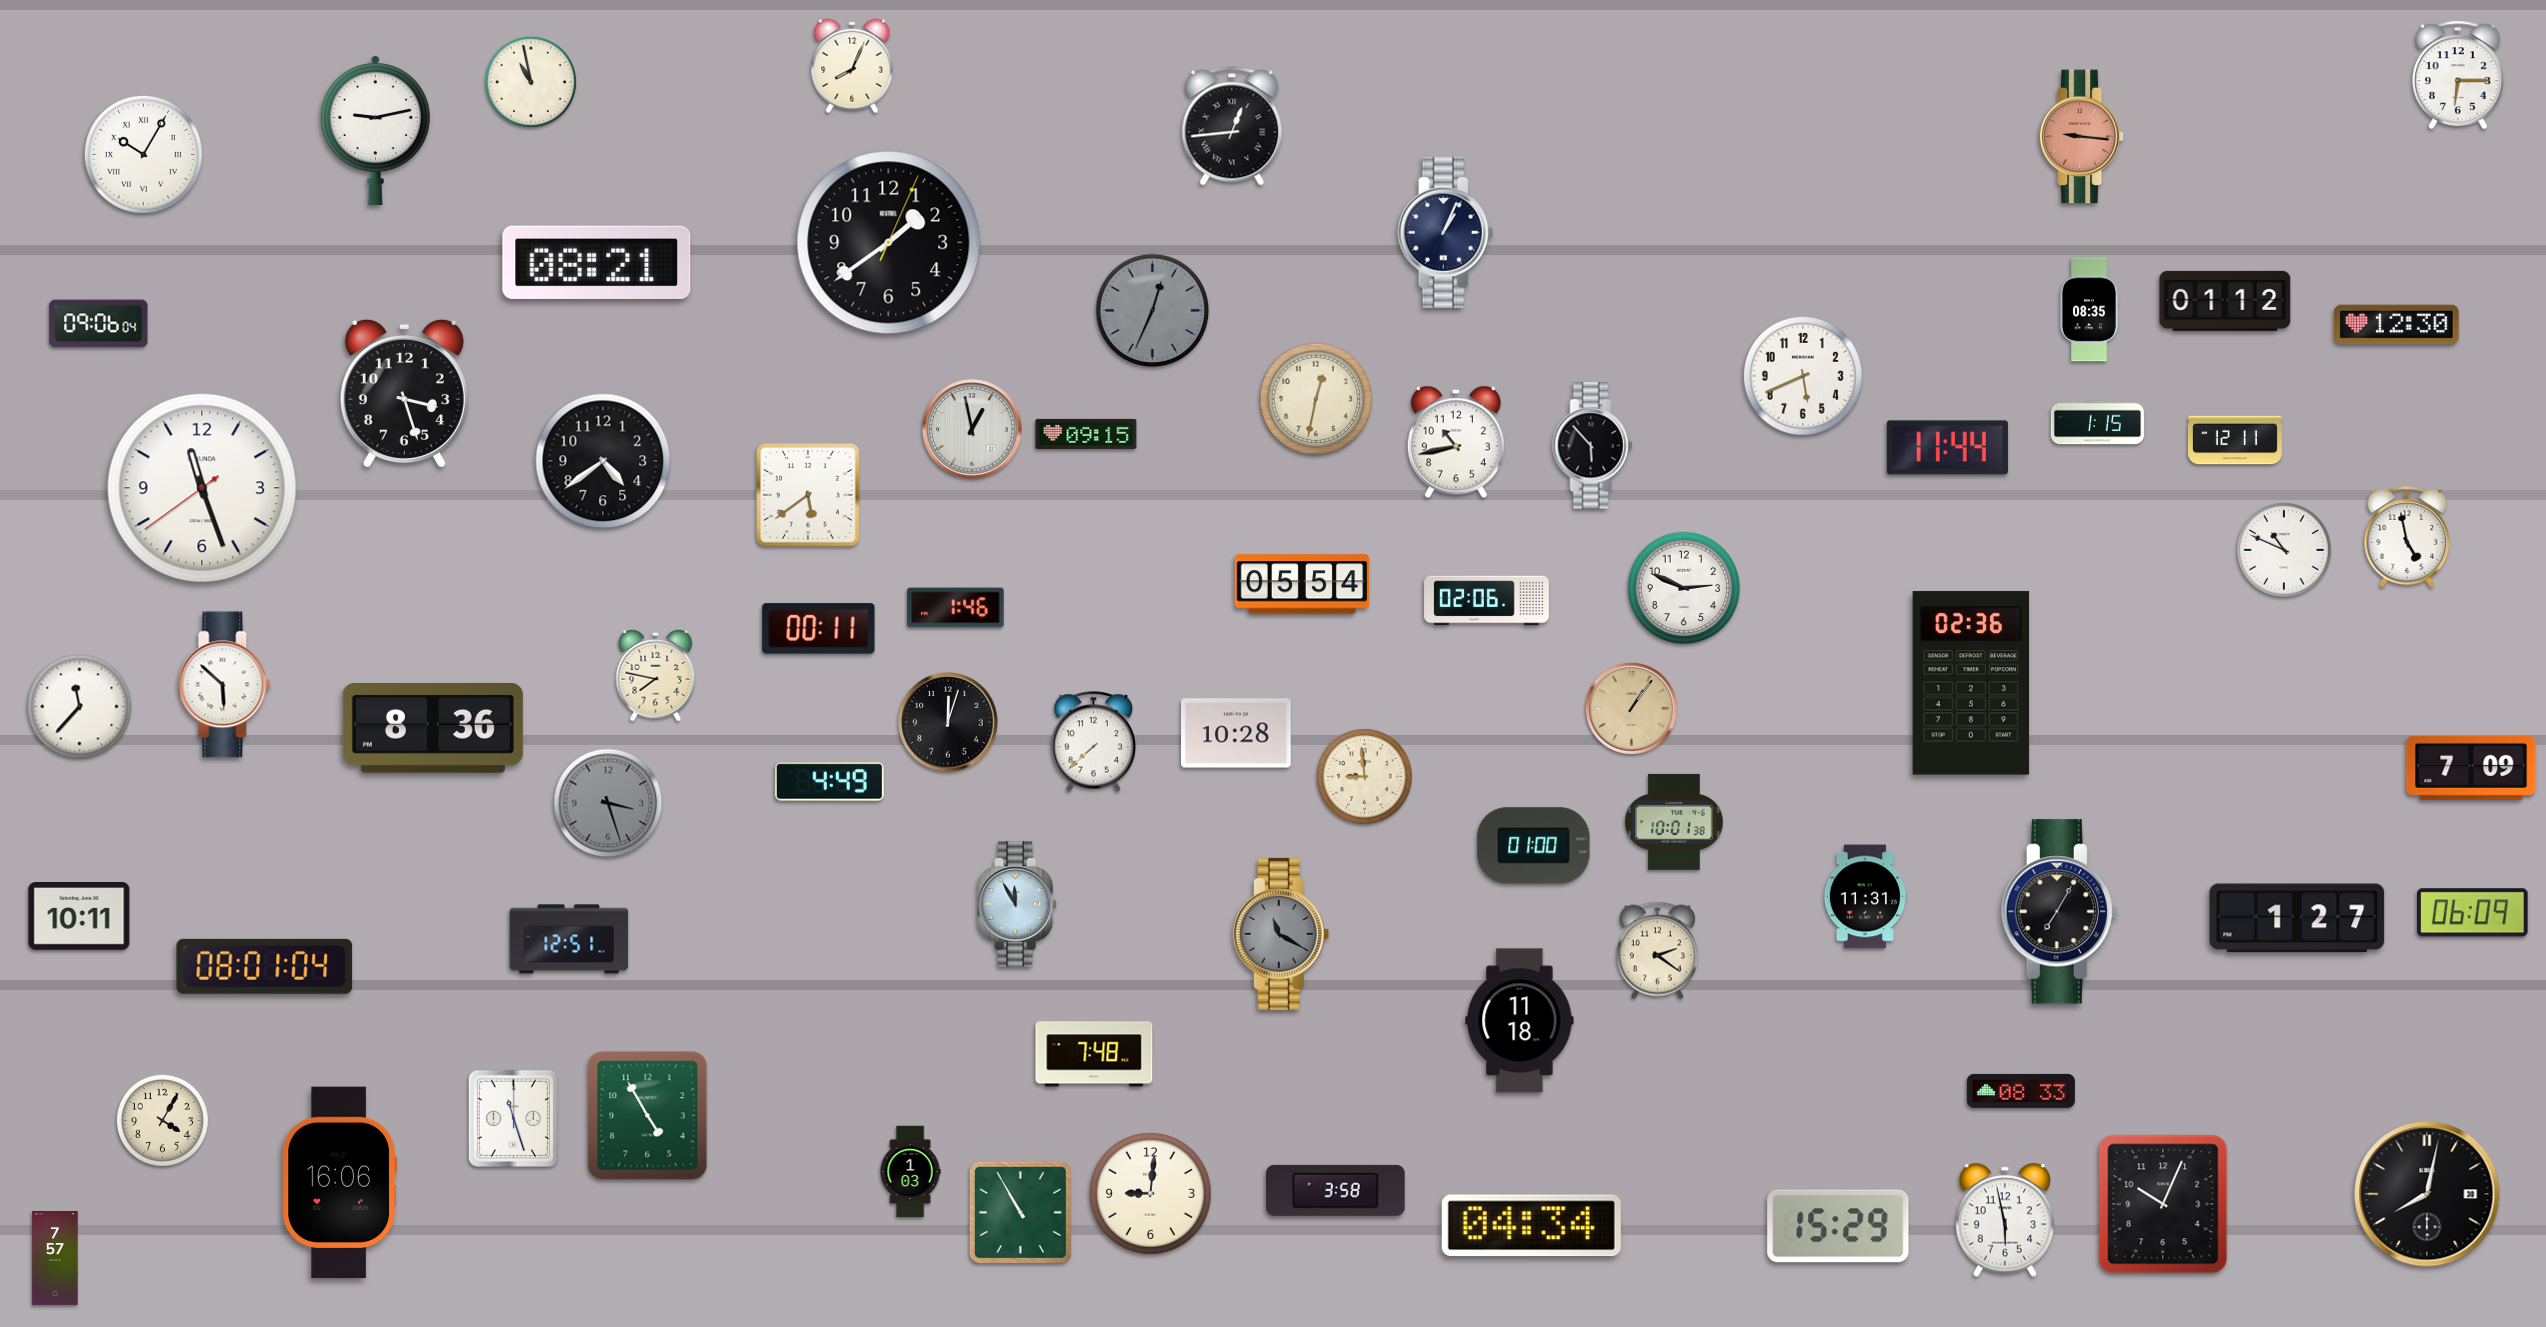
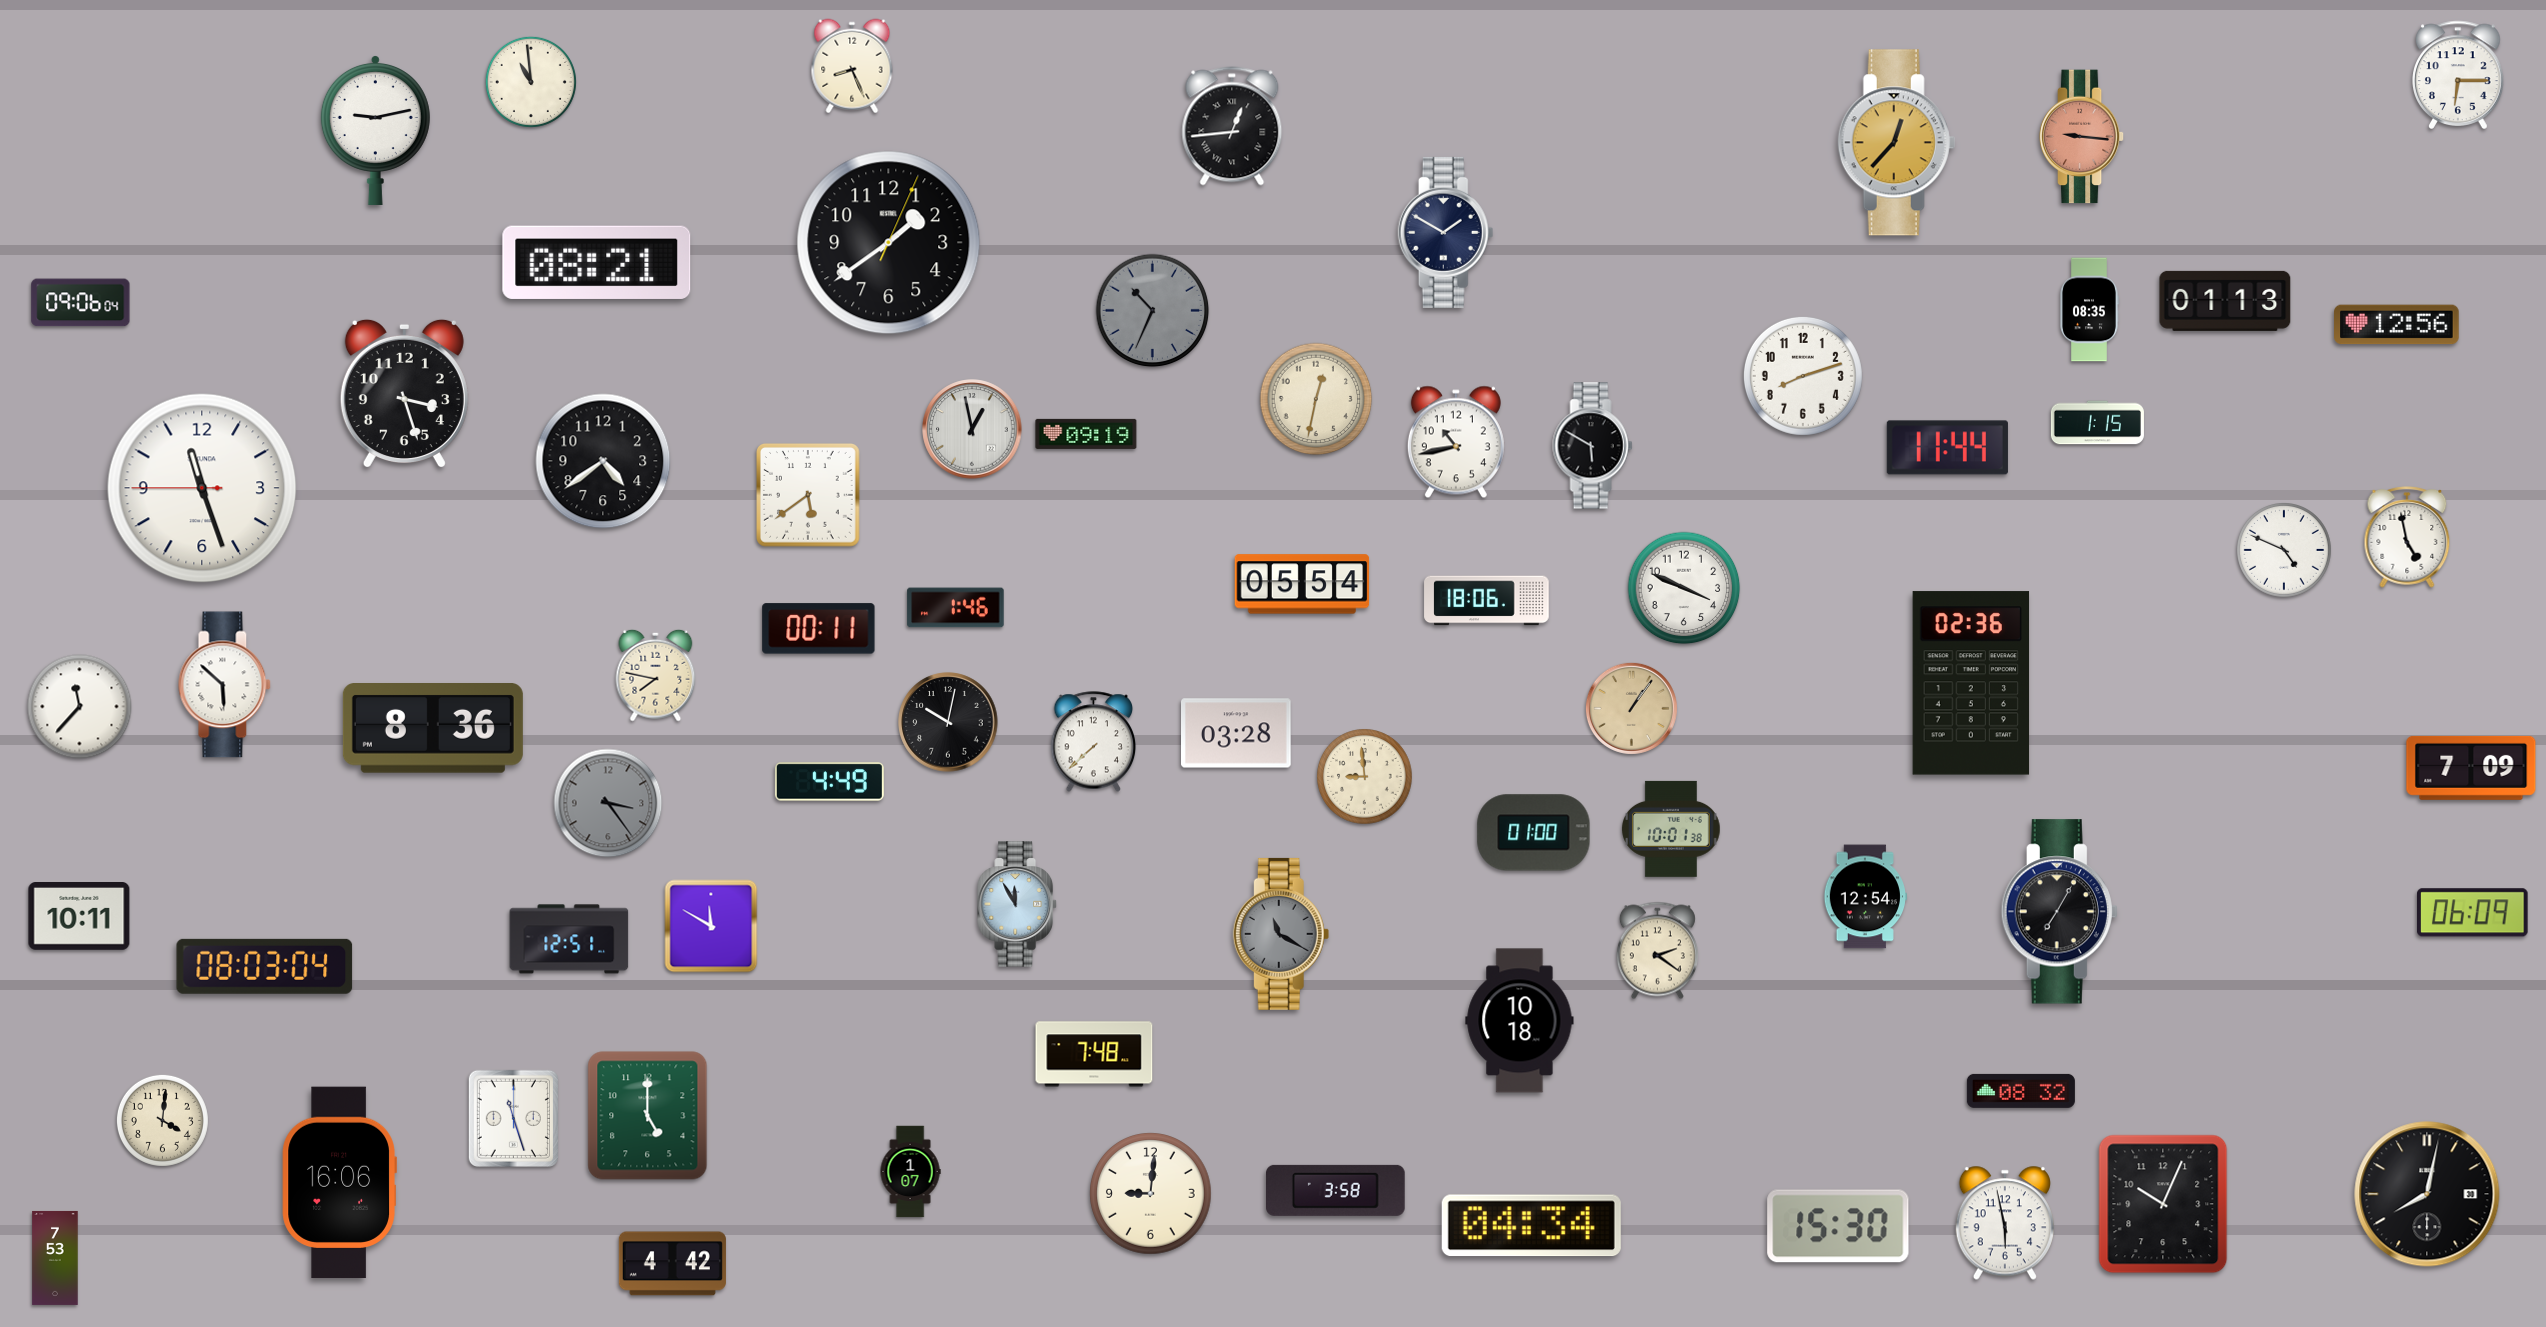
clock at (852, 66): 8:04 -> 8:26
clock at (531, 82): 10:58 -> 10:59
clock at (1897, 143): none -> 12:37
clock at (143, 154): 10:05 -> none
clock at (1446, 232): 1:04 -> 1:50
clock at (2225, 301): 01:12 -> 01:13
clock at (1153, 311): 12:34 -> 10:34
clock at (99, 324) position: (99, 324) -> (81, 303)
clock at (2397, 325): 12:30 -> 12:56
clock at (1803, 376): 5:41 -> 8:12
clock at (1086, 434): 09:15 -> 09:19
clock at (2235, 440): 12:11 -> none
clock at (1593, 446): 5:53 -> 5:50
clock at (202, 488): 11:26:39 -> 11:26:45
clock at (2285, 551): 10:49 -> 4:49
clock at (1684, 588): 2:49 -> 3:49
clock at (1487, 601): 02:06 -> 18:06
clock at (948, 722): 12:03 -> 10:02
clock at (1237, 733): 10:28 -> 03:28
clock at (608, 803): 3:27 -> 3:24
clock at (1675, 822) position: (1675, 822) -> (1672, 829)
clock at (1534, 846) position: (1534, 846) -> (1534, 833)
clock at (1865, 897): 11:31 -> 12:54
clock at (2297, 918): 1:27 -> none
clock at (711, 926): none -> 11:50
clock at (265, 966): 08:01 -> 08:03
clock at (1520, 1021): 11:18 -> 10:18
clock at (2021, 1091): 08:33 -> 08:32
clock at (648, 1116): 4:55 -> 5:00
clock at (162, 1120): 4:05 -> 4:01
clock at (910, 1172): 1:03 -> 1:07
clock at (1020, 1212): 10:55 -> none
clock at (2005, 1220) position: (2005, 1220) -> (2005, 1223)
clock at (1838, 1226): 15:29 -> 15:30
clock at (55, 1258): 7:57 -> 7:53
clock at (672, 1264): none -> 4:42
